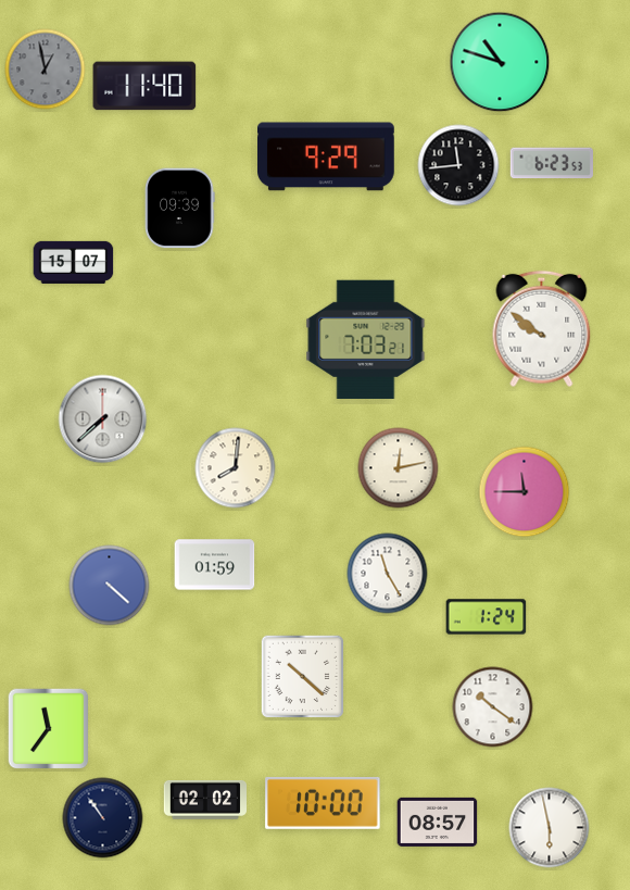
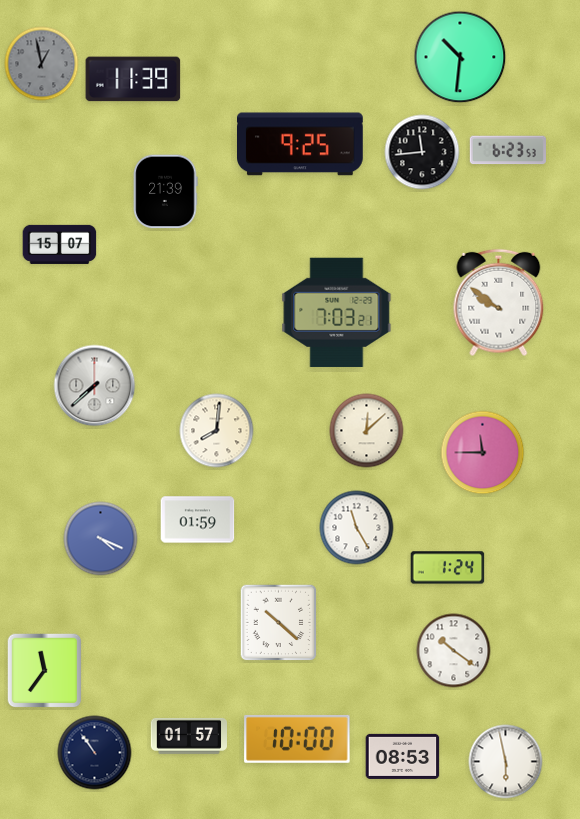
clock at (500, 62): 10:48 -> 10:31
clock at (144, 86): 11:40 -> 11:39
clock at (327, 156): 9:29 -> 9:25
clock at (179, 209): 09:39 -> 21:39
clock at (74, 262) position: (74, 262) -> (60, 244)
clock at (399, 468): 12:13 -> 12:08
clock at (110, 586): 4:22 -> 4:19
clock at (204, 800): 02:02 -> 01:57
clock at (438, 822): 08:57 -> 08:53
